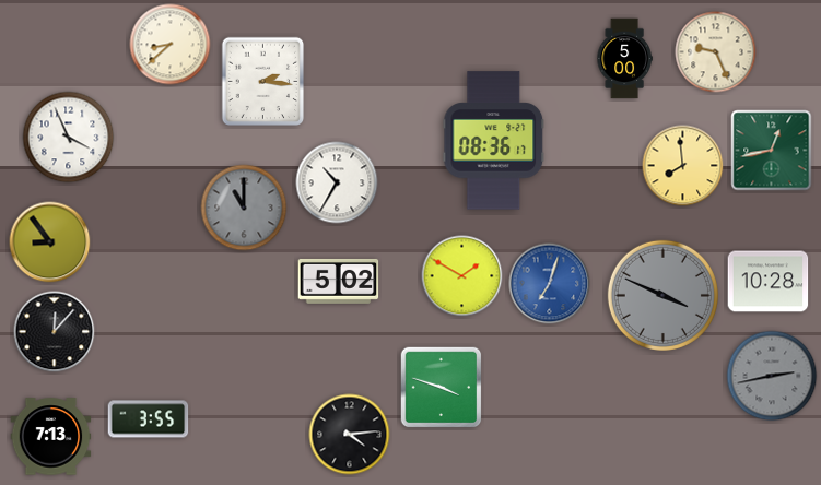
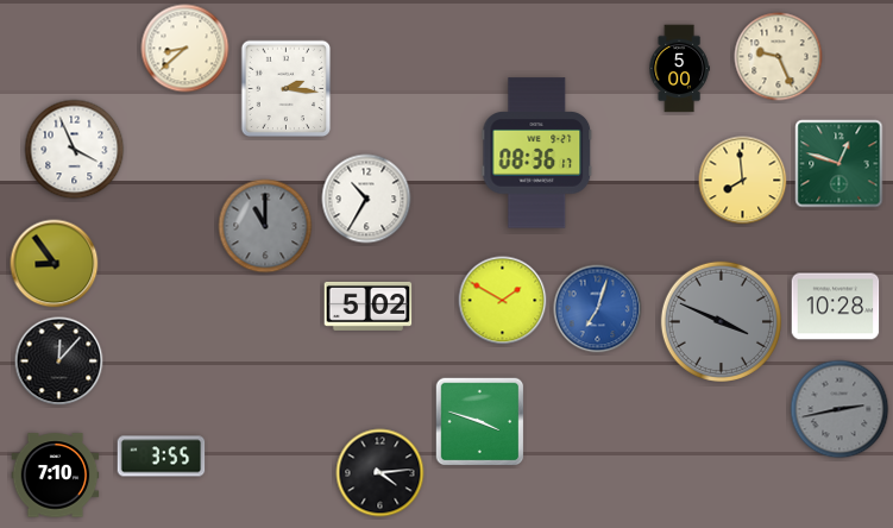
clock at (624, 59) position: (624, 59) -> (679, 69)
clock at (772, 151): 12:43 -> 12:48
clock at (51, 437): 7:13 -> 7:10
